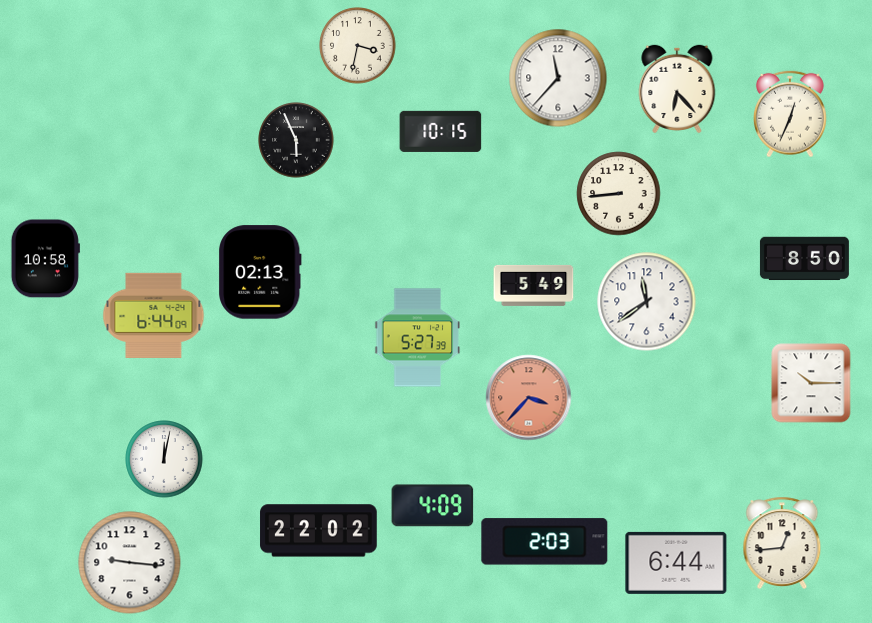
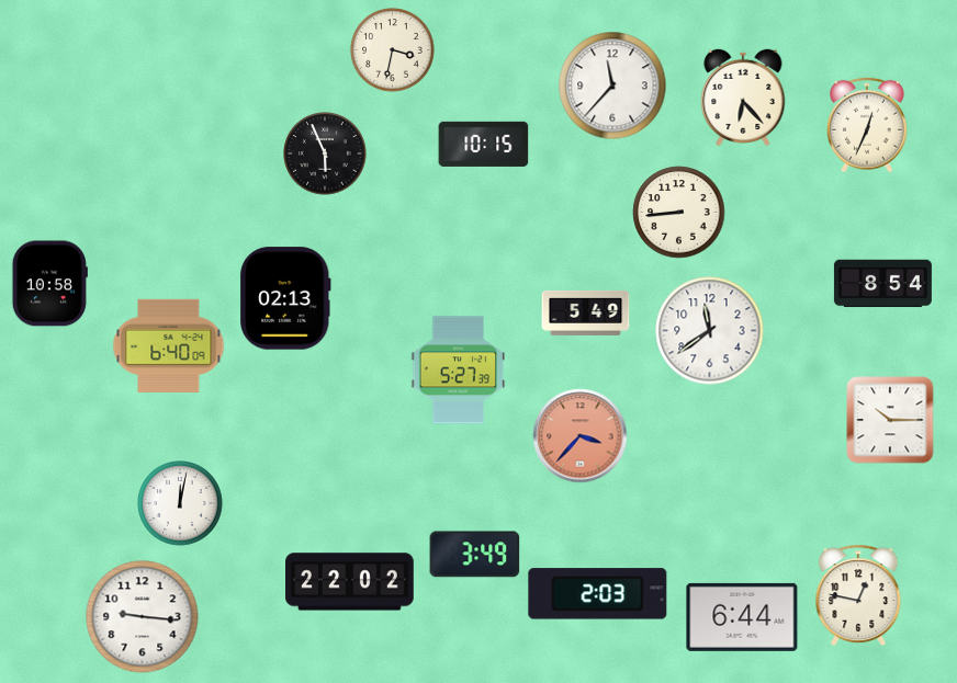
clock at (804, 259): 8:50 -> 8:54
clock at (154, 315): 6:44 -> 6:40
clock at (433, 506): 4:09 -> 3:49
clock at (782, 543): 12:44 -> 12:47
